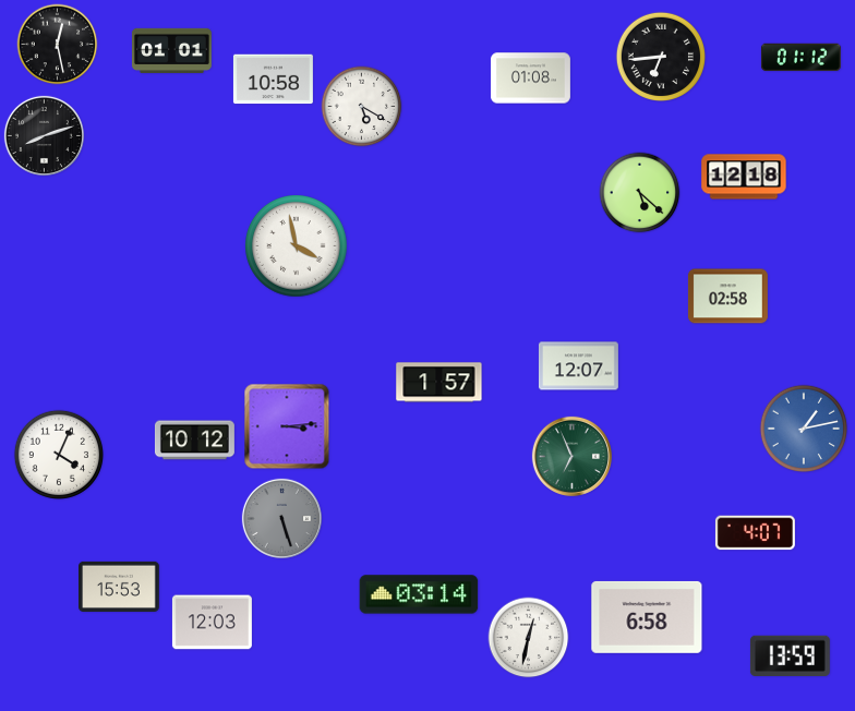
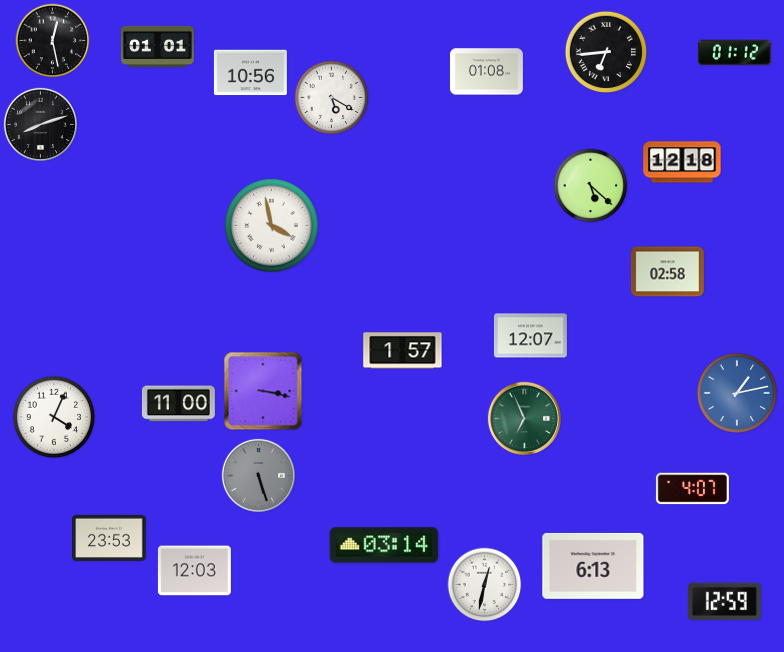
clock at (273, 80): 10:58 -> 10:56
clock at (640, 193) position: (640, 193) -> (591, 186)
clock at (287, 426): 3:14 -> 3:17
clock at (194, 441): 10:12 -> 11:00
clock at (120, 587): 15:53 -> 23:53
clock at (647, 617): 6:58 -> 6:13
clock at (790, 656): 13:59 -> 12:59
